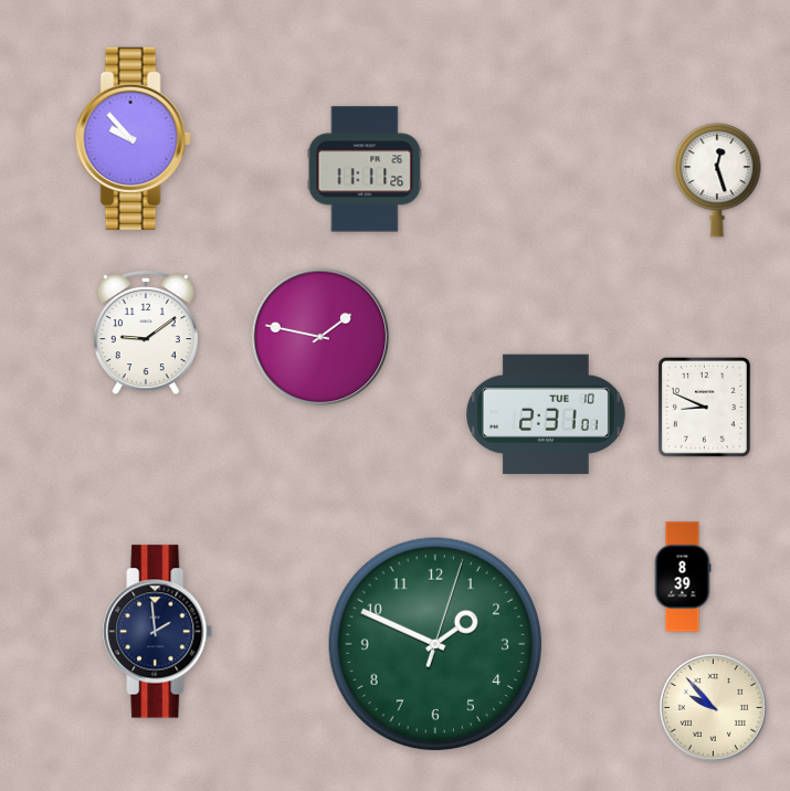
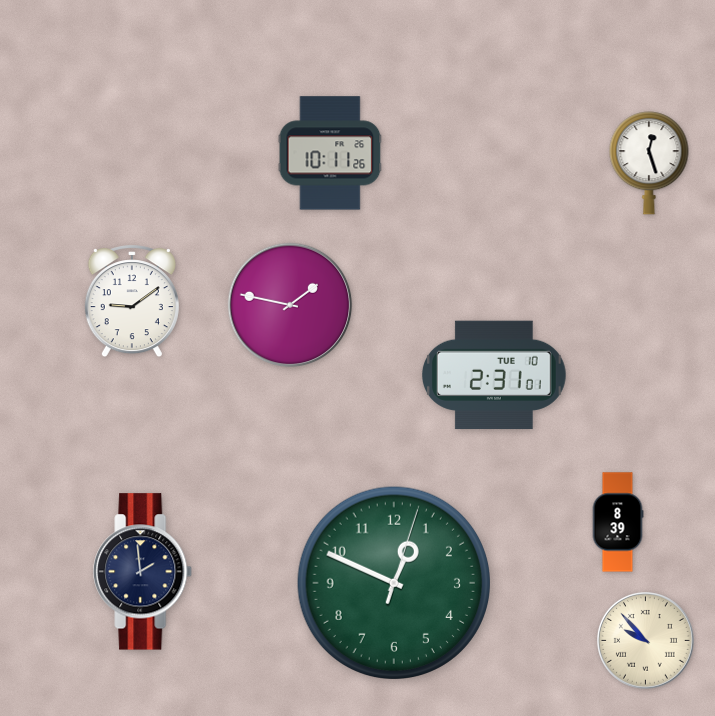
clock at (133, 138): 9:53 -> none
clock at (365, 169): 11:11 -> 10:11
clock at (704, 407): 8:49 -> none
clock at (434, 643): 1:49 -> 12:49
